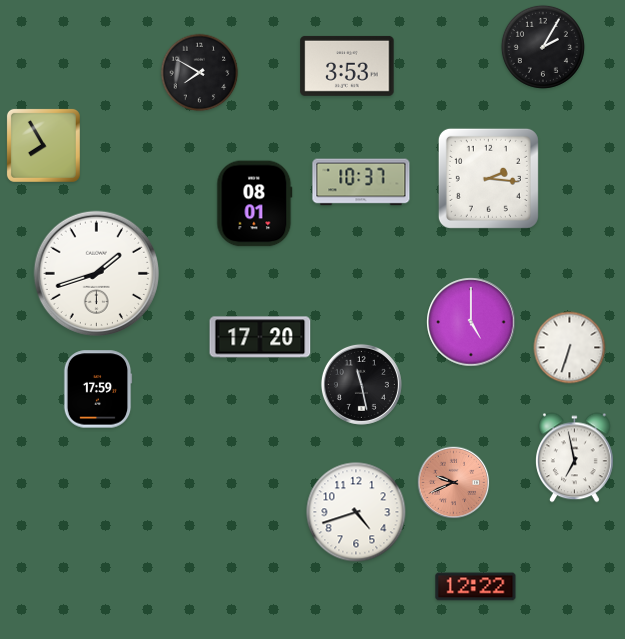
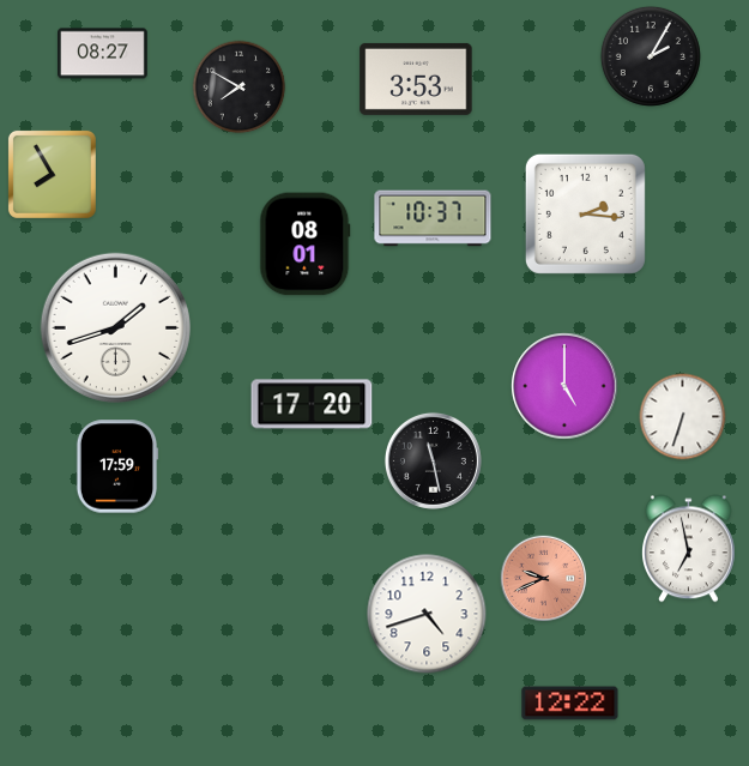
clock at (103, 54): none -> 08:27
